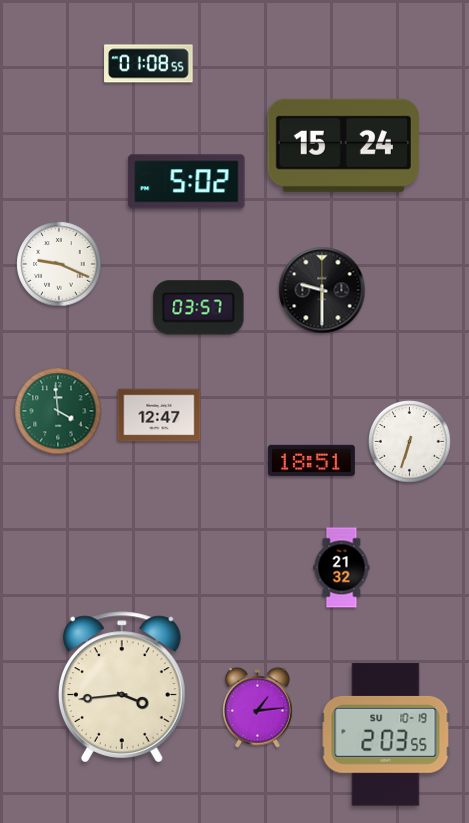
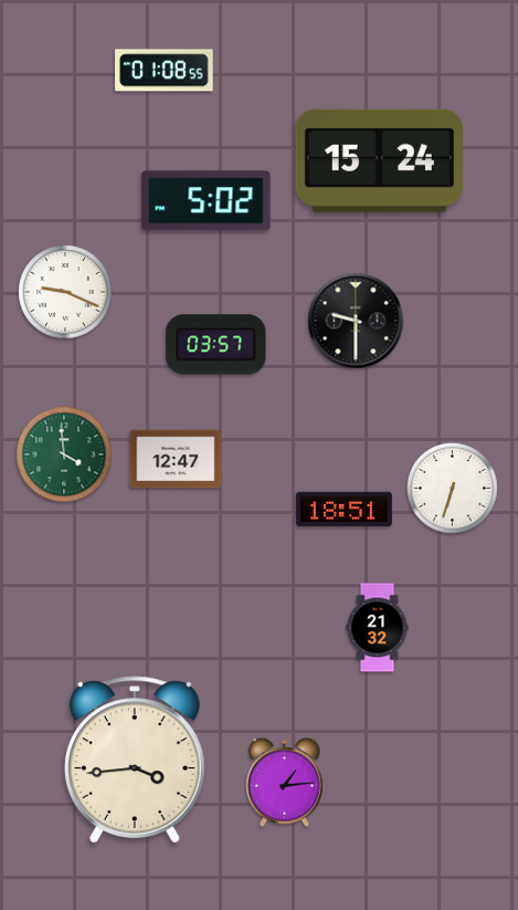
clock at (199, 308) position: (199, 308) -> (216, 345)
clock at (386, 735): 2:03 -> none
